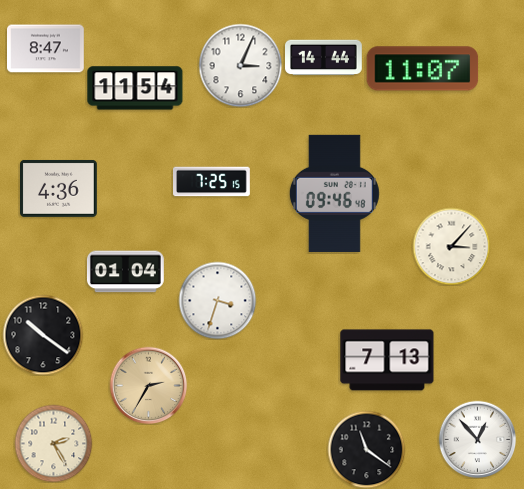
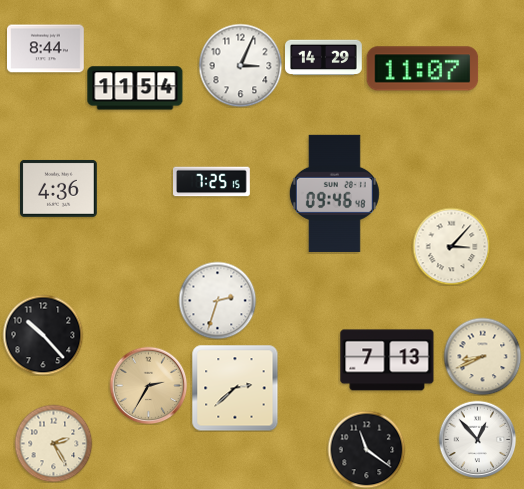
clock at (46, 49): 8:47 -> 8:44
clock at (324, 58): 14:44 -> 14:29
clock at (125, 272): 01:04 -> none
clock at (217, 300): 3:33 -> 2:33
clock at (43, 335): 10:21 -> 10:23
clock at (482, 356): none -> 8:41
clock at (235, 388): none -> 2:38
